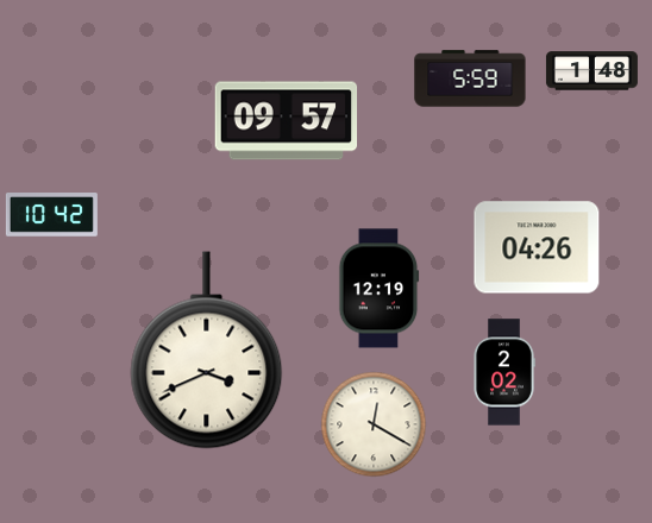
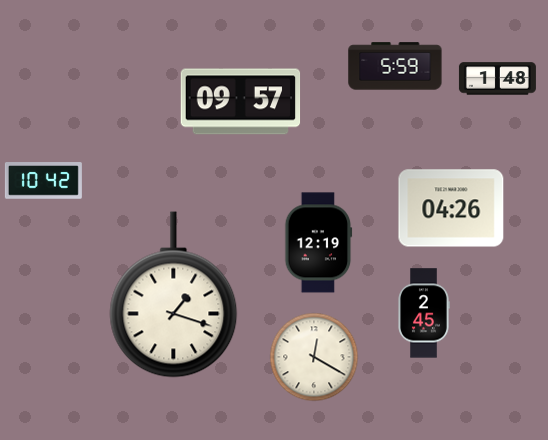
clock at (591, 71) position: (591, 71) -> (497, 79)
clock at (207, 351): 3:41 -> 1:18
clock at (504, 372): 2:02 -> 2:45
